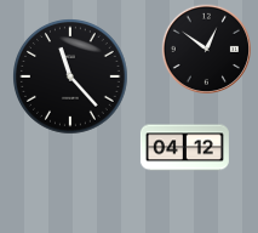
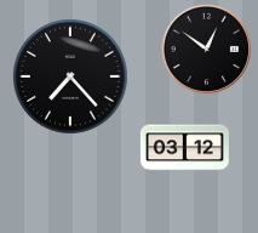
clock at (71, 78): 11:23 -> 7:23
clock at (184, 148): 04:12 -> 03:12
